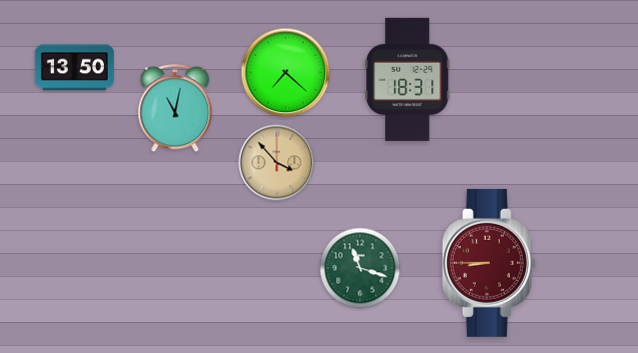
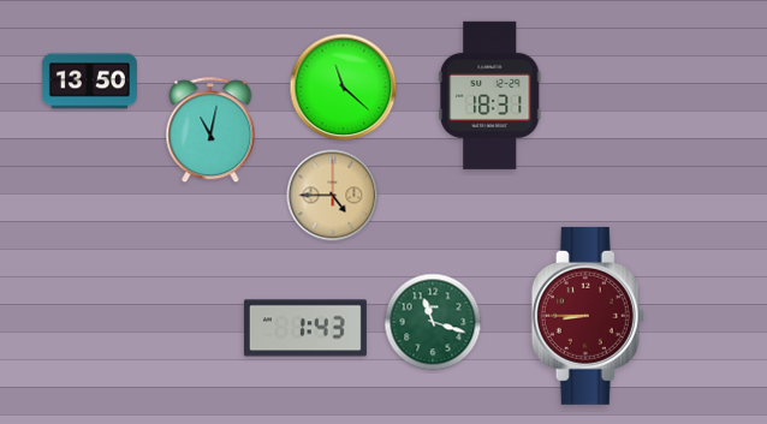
clock at (286, 73): 7:22 -> 11:22
clock at (277, 163): 3:53 -> 4:45
clock at (305, 328): none -> 1:43
